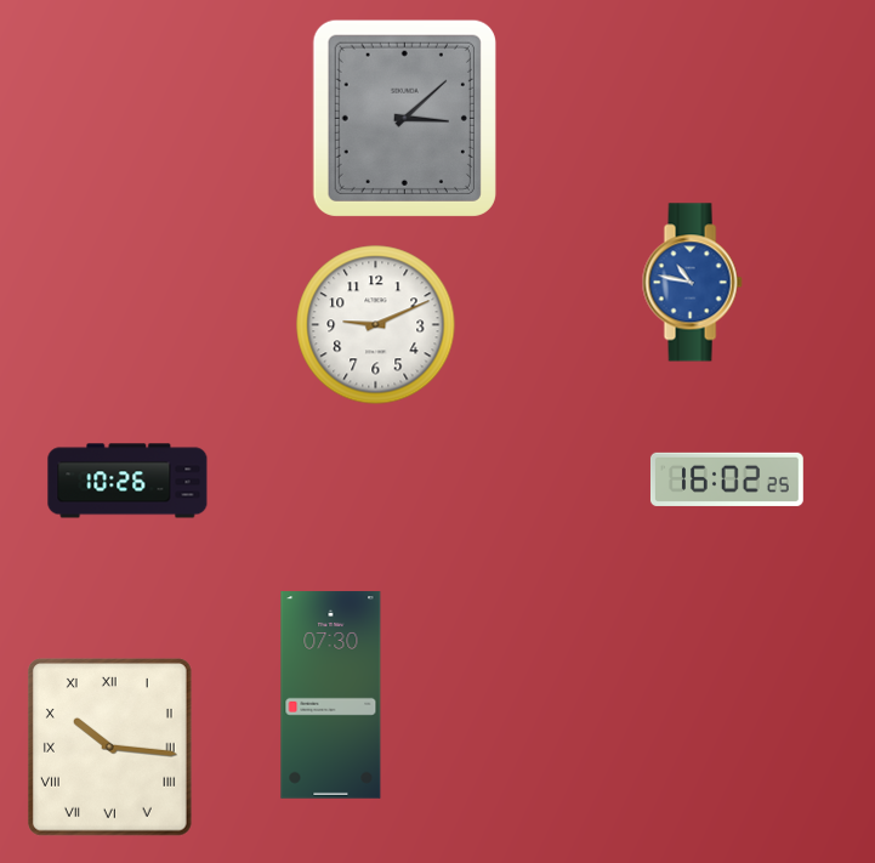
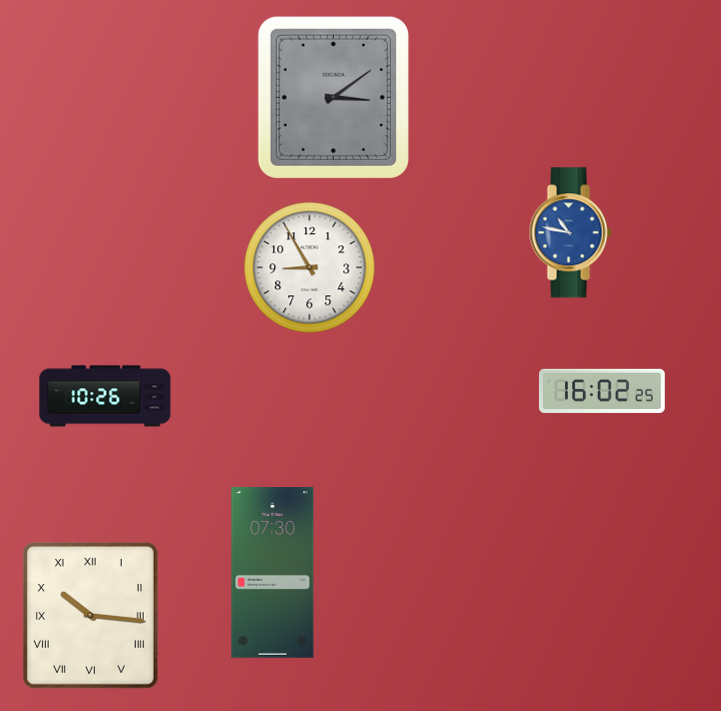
clock at (404, 118): 3:08 -> 3:09
clock at (376, 325): 9:11 -> 8:55
clock at (727, 479) position: (727, 479) -> (602, 391)
